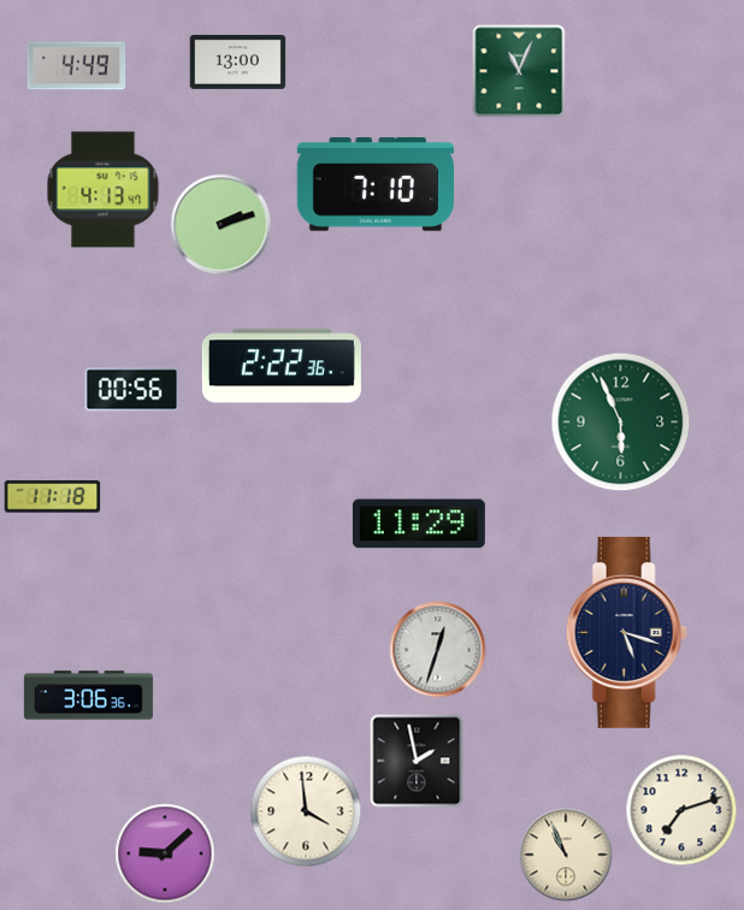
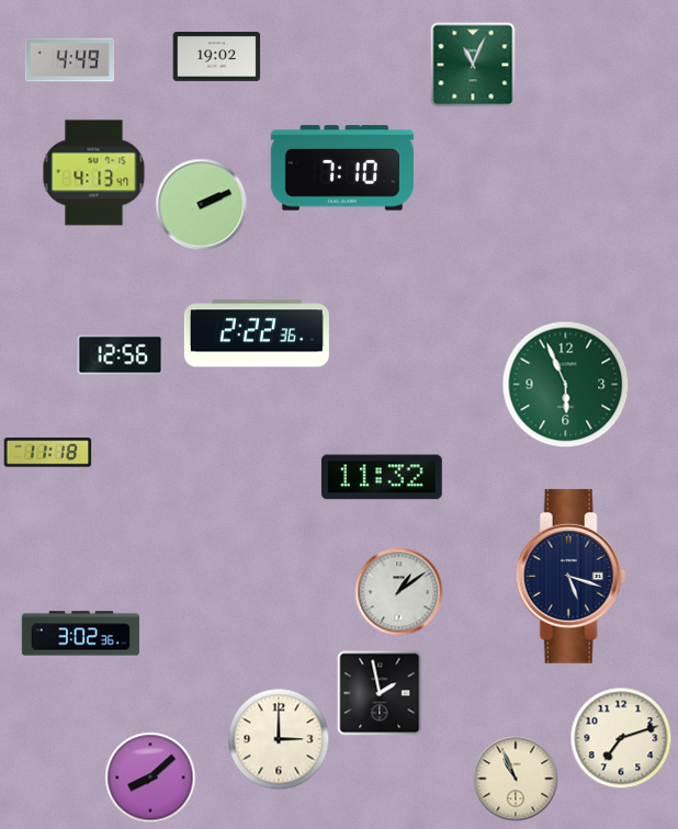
clock at (238, 61): 13:00 -> 19:02
clock at (222, 225): 2:12 -> 2:11
clock at (132, 390): 00:56 -> 12:56
clock at (419, 524): 11:29 -> 11:32
clock at (438, 650): 12:33 -> 1:09
clock at (88, 696): 3:06 -> 3:02
clock at (306, 811): 3:59 -> 3:00
clock at (165, 853): 9:08 -> 8:08
